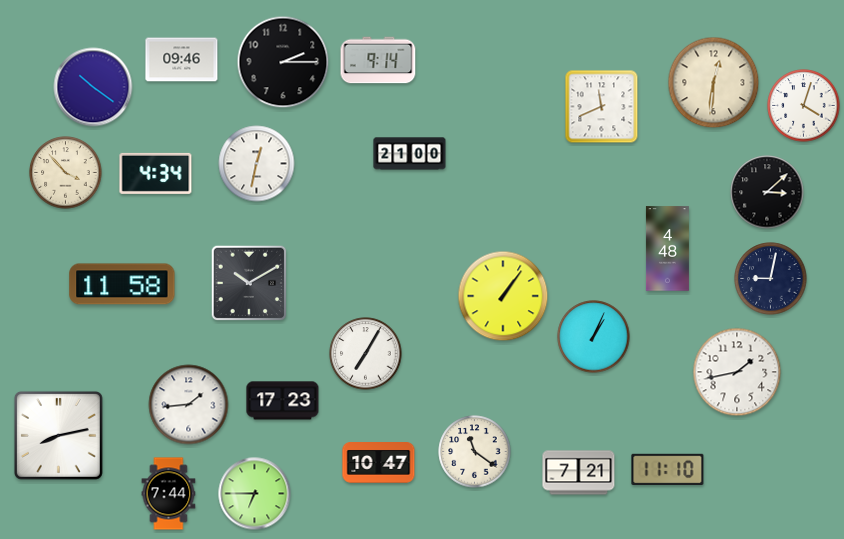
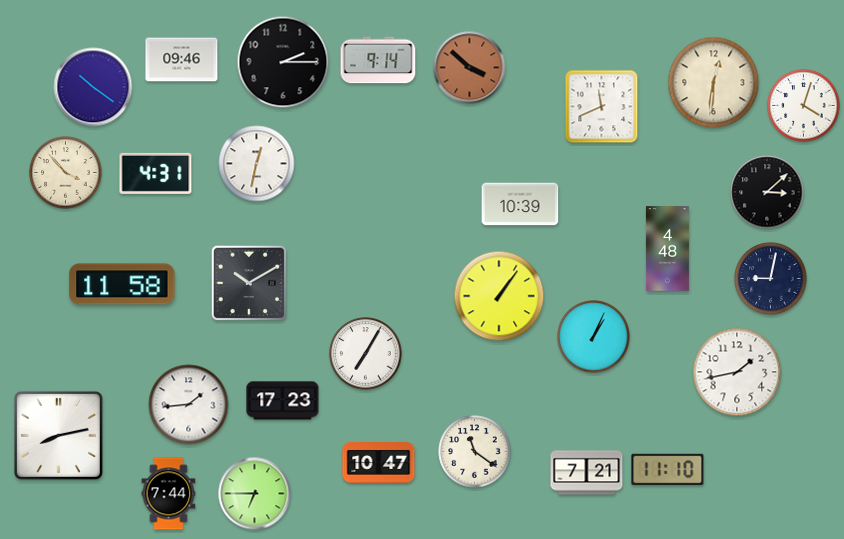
clock at (470, 68): none -> 3:52
clock at (410, 154): 21:00 -> none
clock at (156, 173): 4:34 -> 4:31
clock at (520, 204): none -> 10:39
clock at (503, 296) position: (503, 296) -> (499, 296)
clock at (579, 473) position: (579, 473) -> (587, 473)
